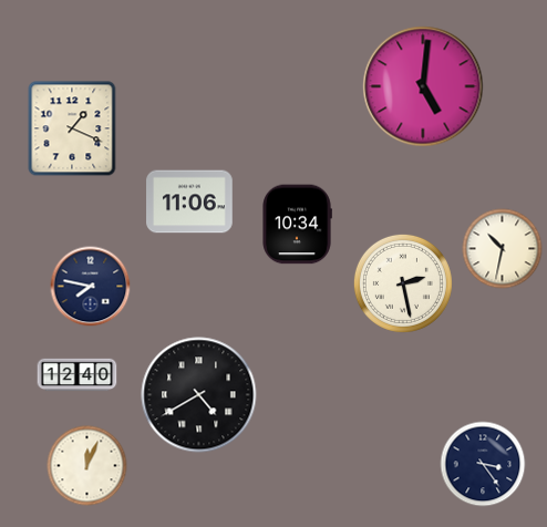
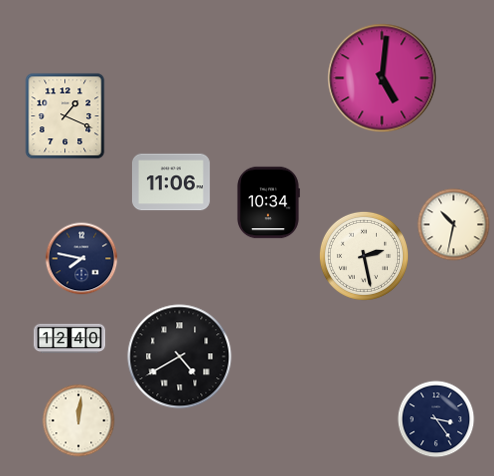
clock at (87, 466): 12:04 -> 12:01
